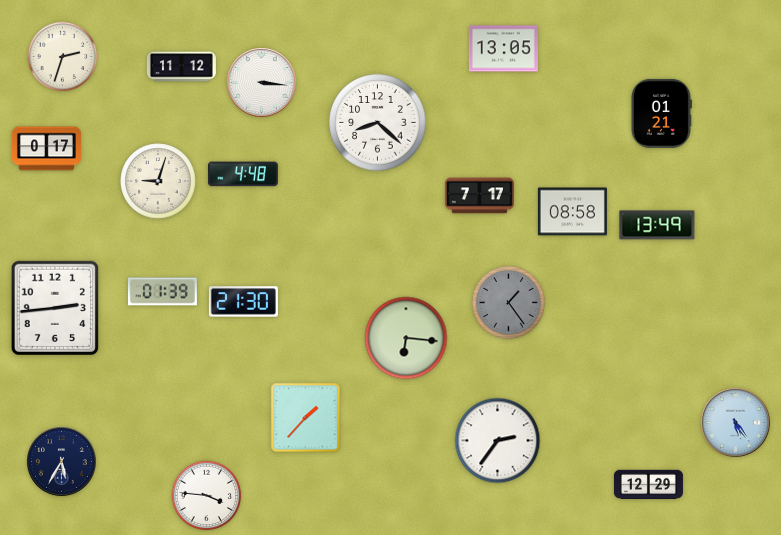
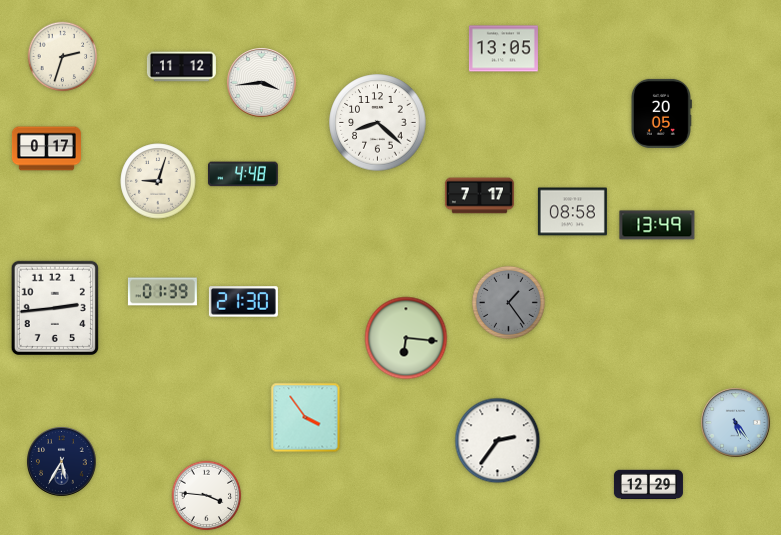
clock at (262, 83): 3:16 -> 3:44
clock at (661, 113): 01:21 -> 20:05
clock at (306, 418): 1:37 -> 3:54
